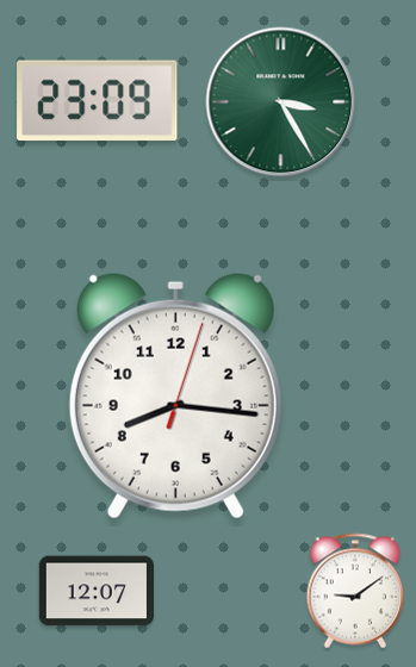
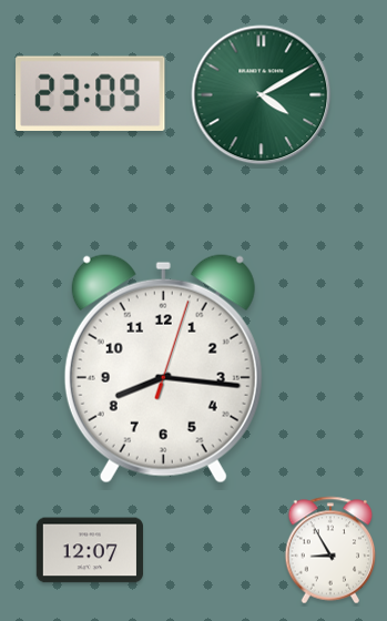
clock at (281, 102): 3:25 -> 4:10
clock at (355, 591): 9:09 -> 8:55
